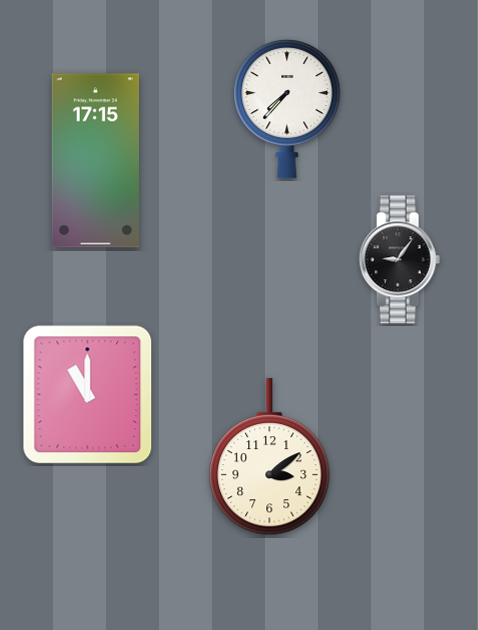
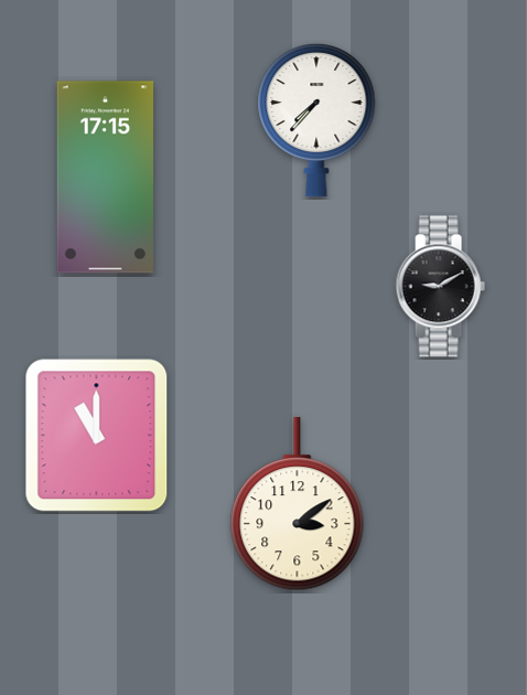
clock at (399, 260): 9:06 -> 9:10
